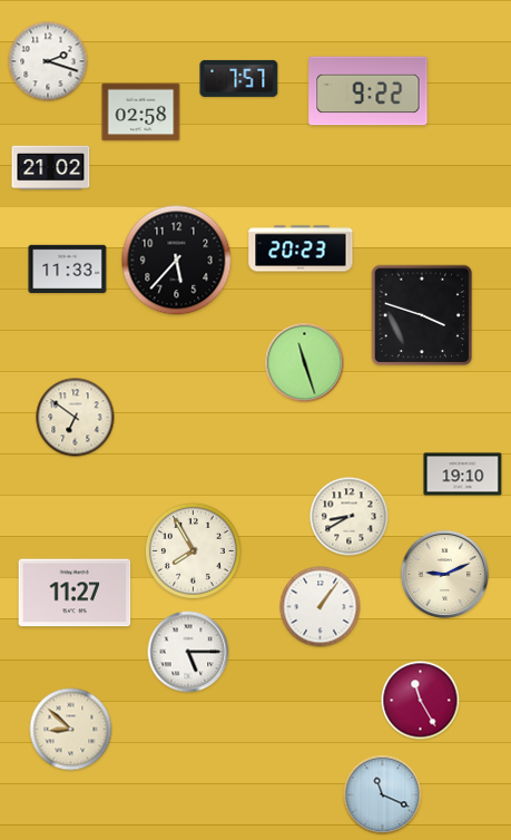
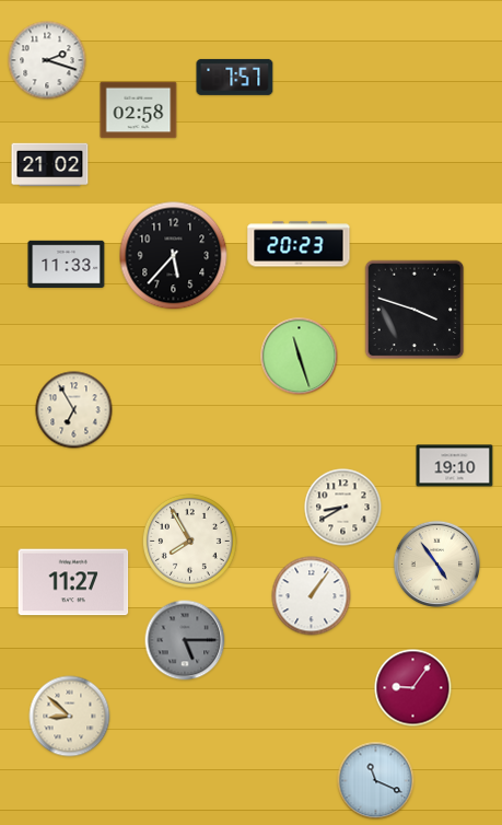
clock at (368, 91): 9:22 -> none
clock at (301, 248) position: (301, 248) -> (299, 244)
clock at (76, 418): 6:51 -> 6:55
clock at (444, 574): 9:11 -> 4:54
clock at (321, 607) position: (321, 607) -> (312, 596)
clock at (188, 652) dial: white -> grey
clock at (421, 701): 11:25 -> 9:06
